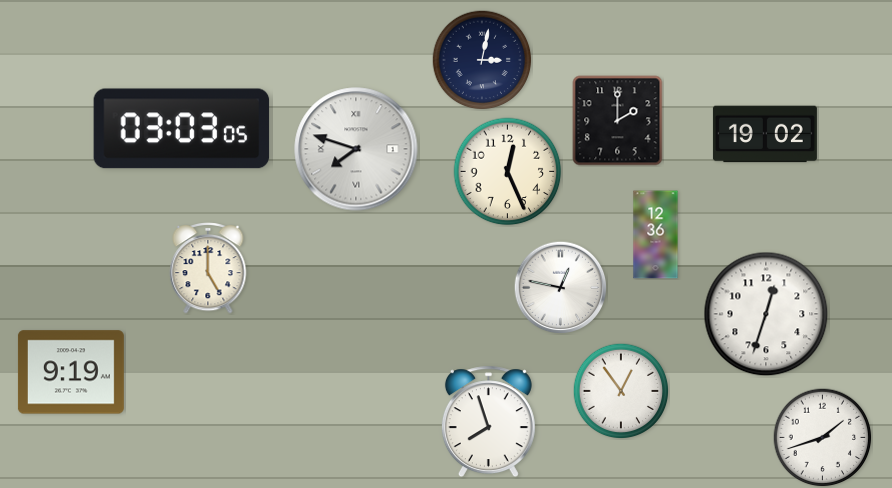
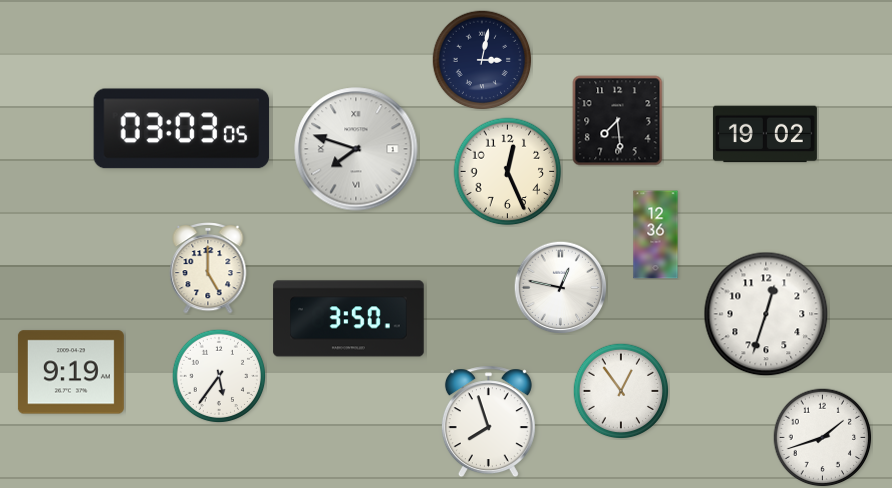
clock at (618, 121): 2:00 -> 7:29
clock at (349, 319): none -> 3:50
clock at (219, 376): none -> 5:36
